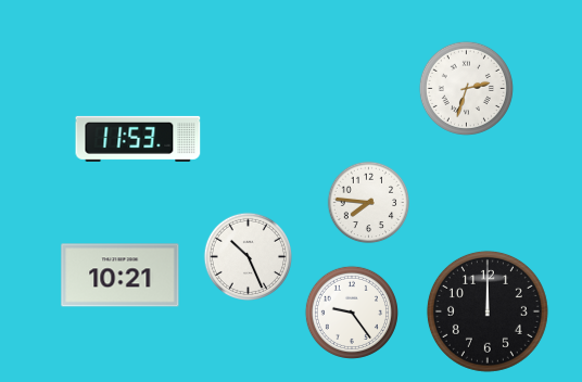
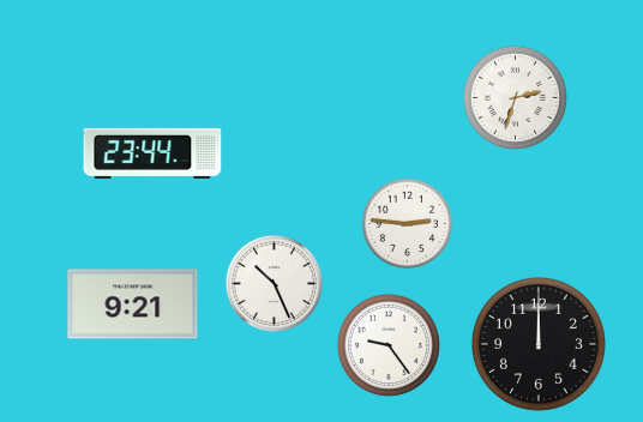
clock at (138, 139): 11:53 -> 23:44
clock at (369, 203): 7:46 -> 2:46
clock at (121, 276): 10:21 -> 9:21
